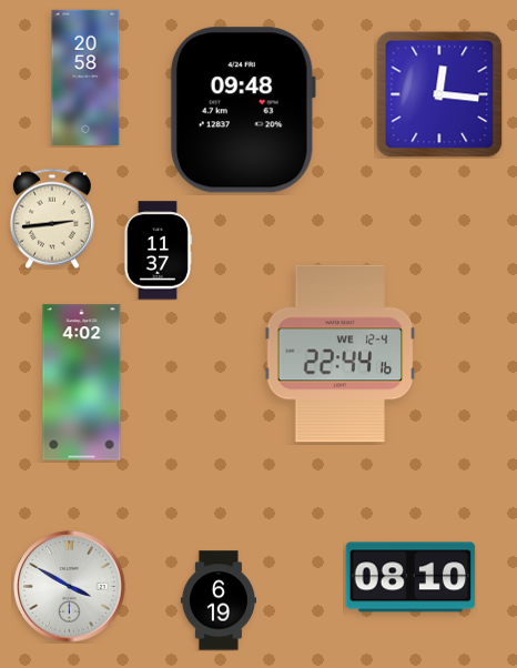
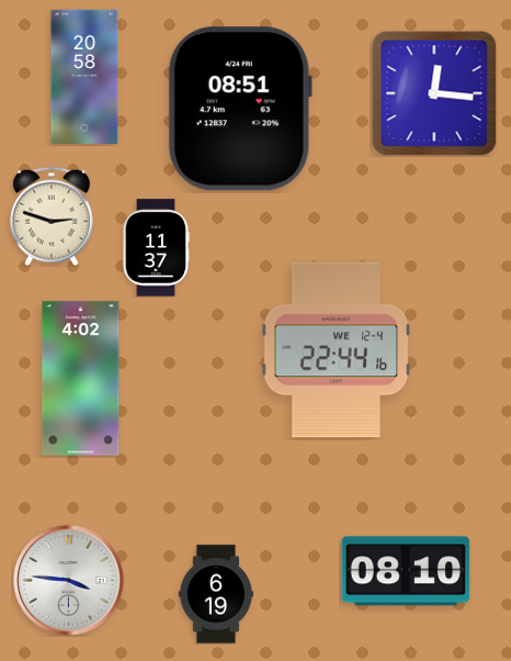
clock at (243, 110): 09:48 -> 08:51
clock at (52, 219): 2:44 -> 2:48
clock at (70, 587): 3:50 -> 3:46
